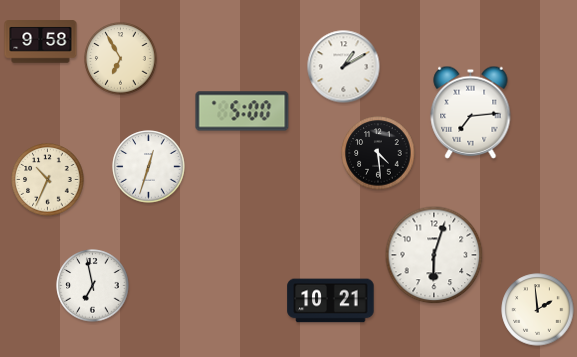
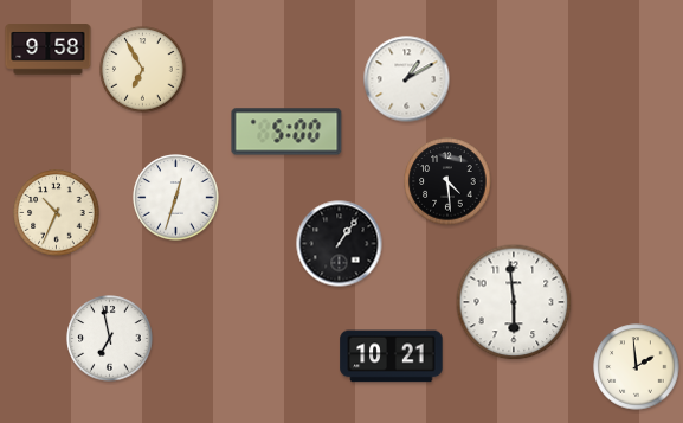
clock at (471, 112): 7:14 -> none
clock at (340, 244): none -> 1:06
clock at (434, 255): 6:03 -> 5:59
